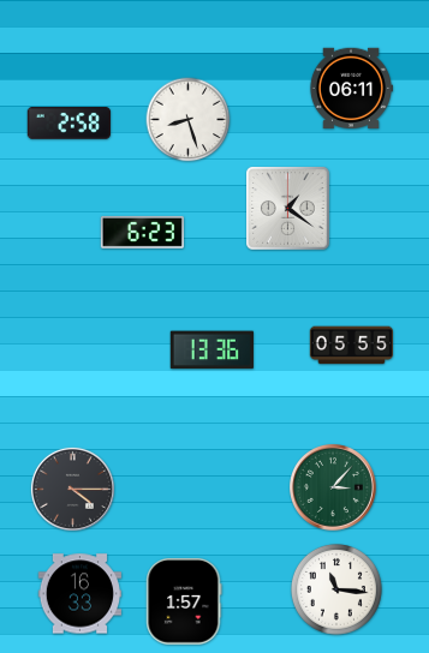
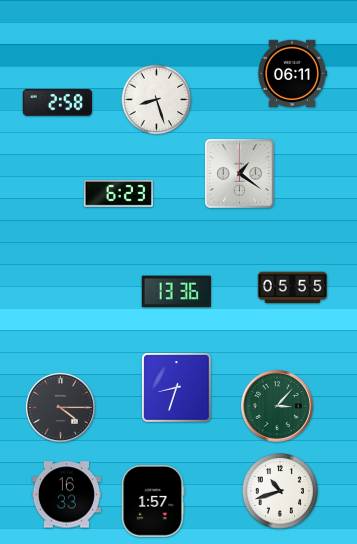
clock at (177, 388): none -> 8:33
clock at (336, 589): 11:16 -> 10:42
